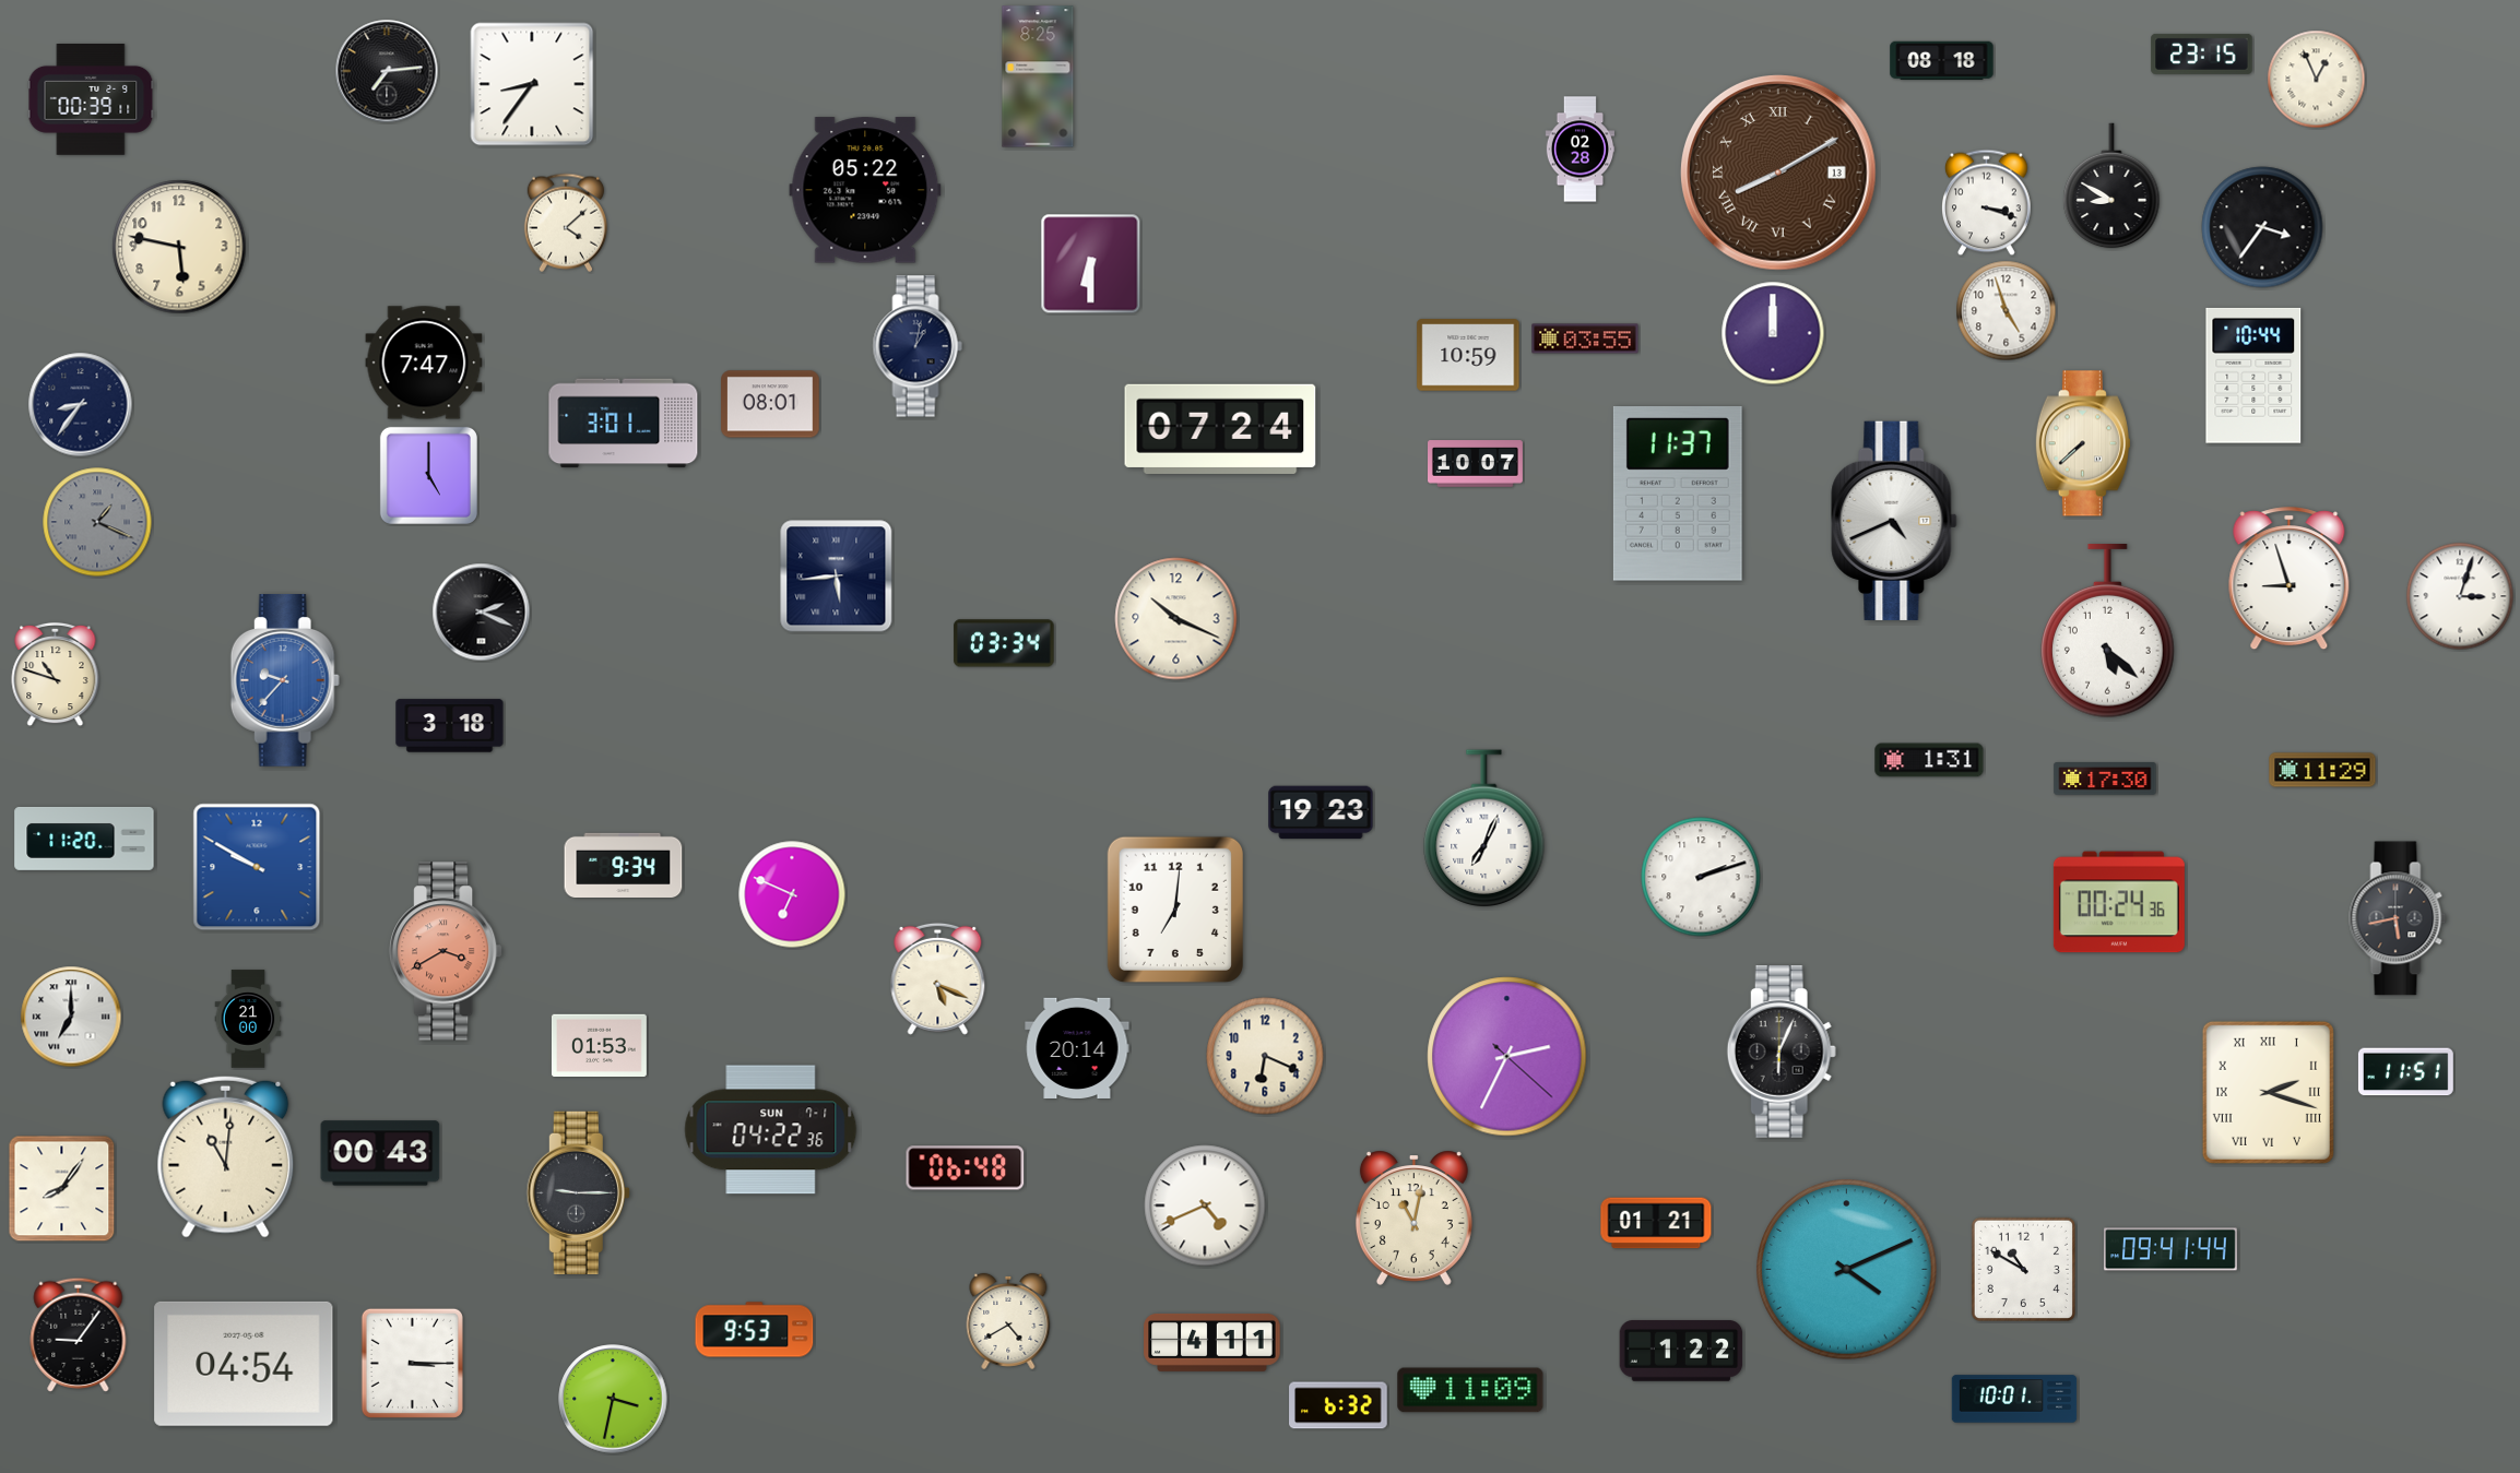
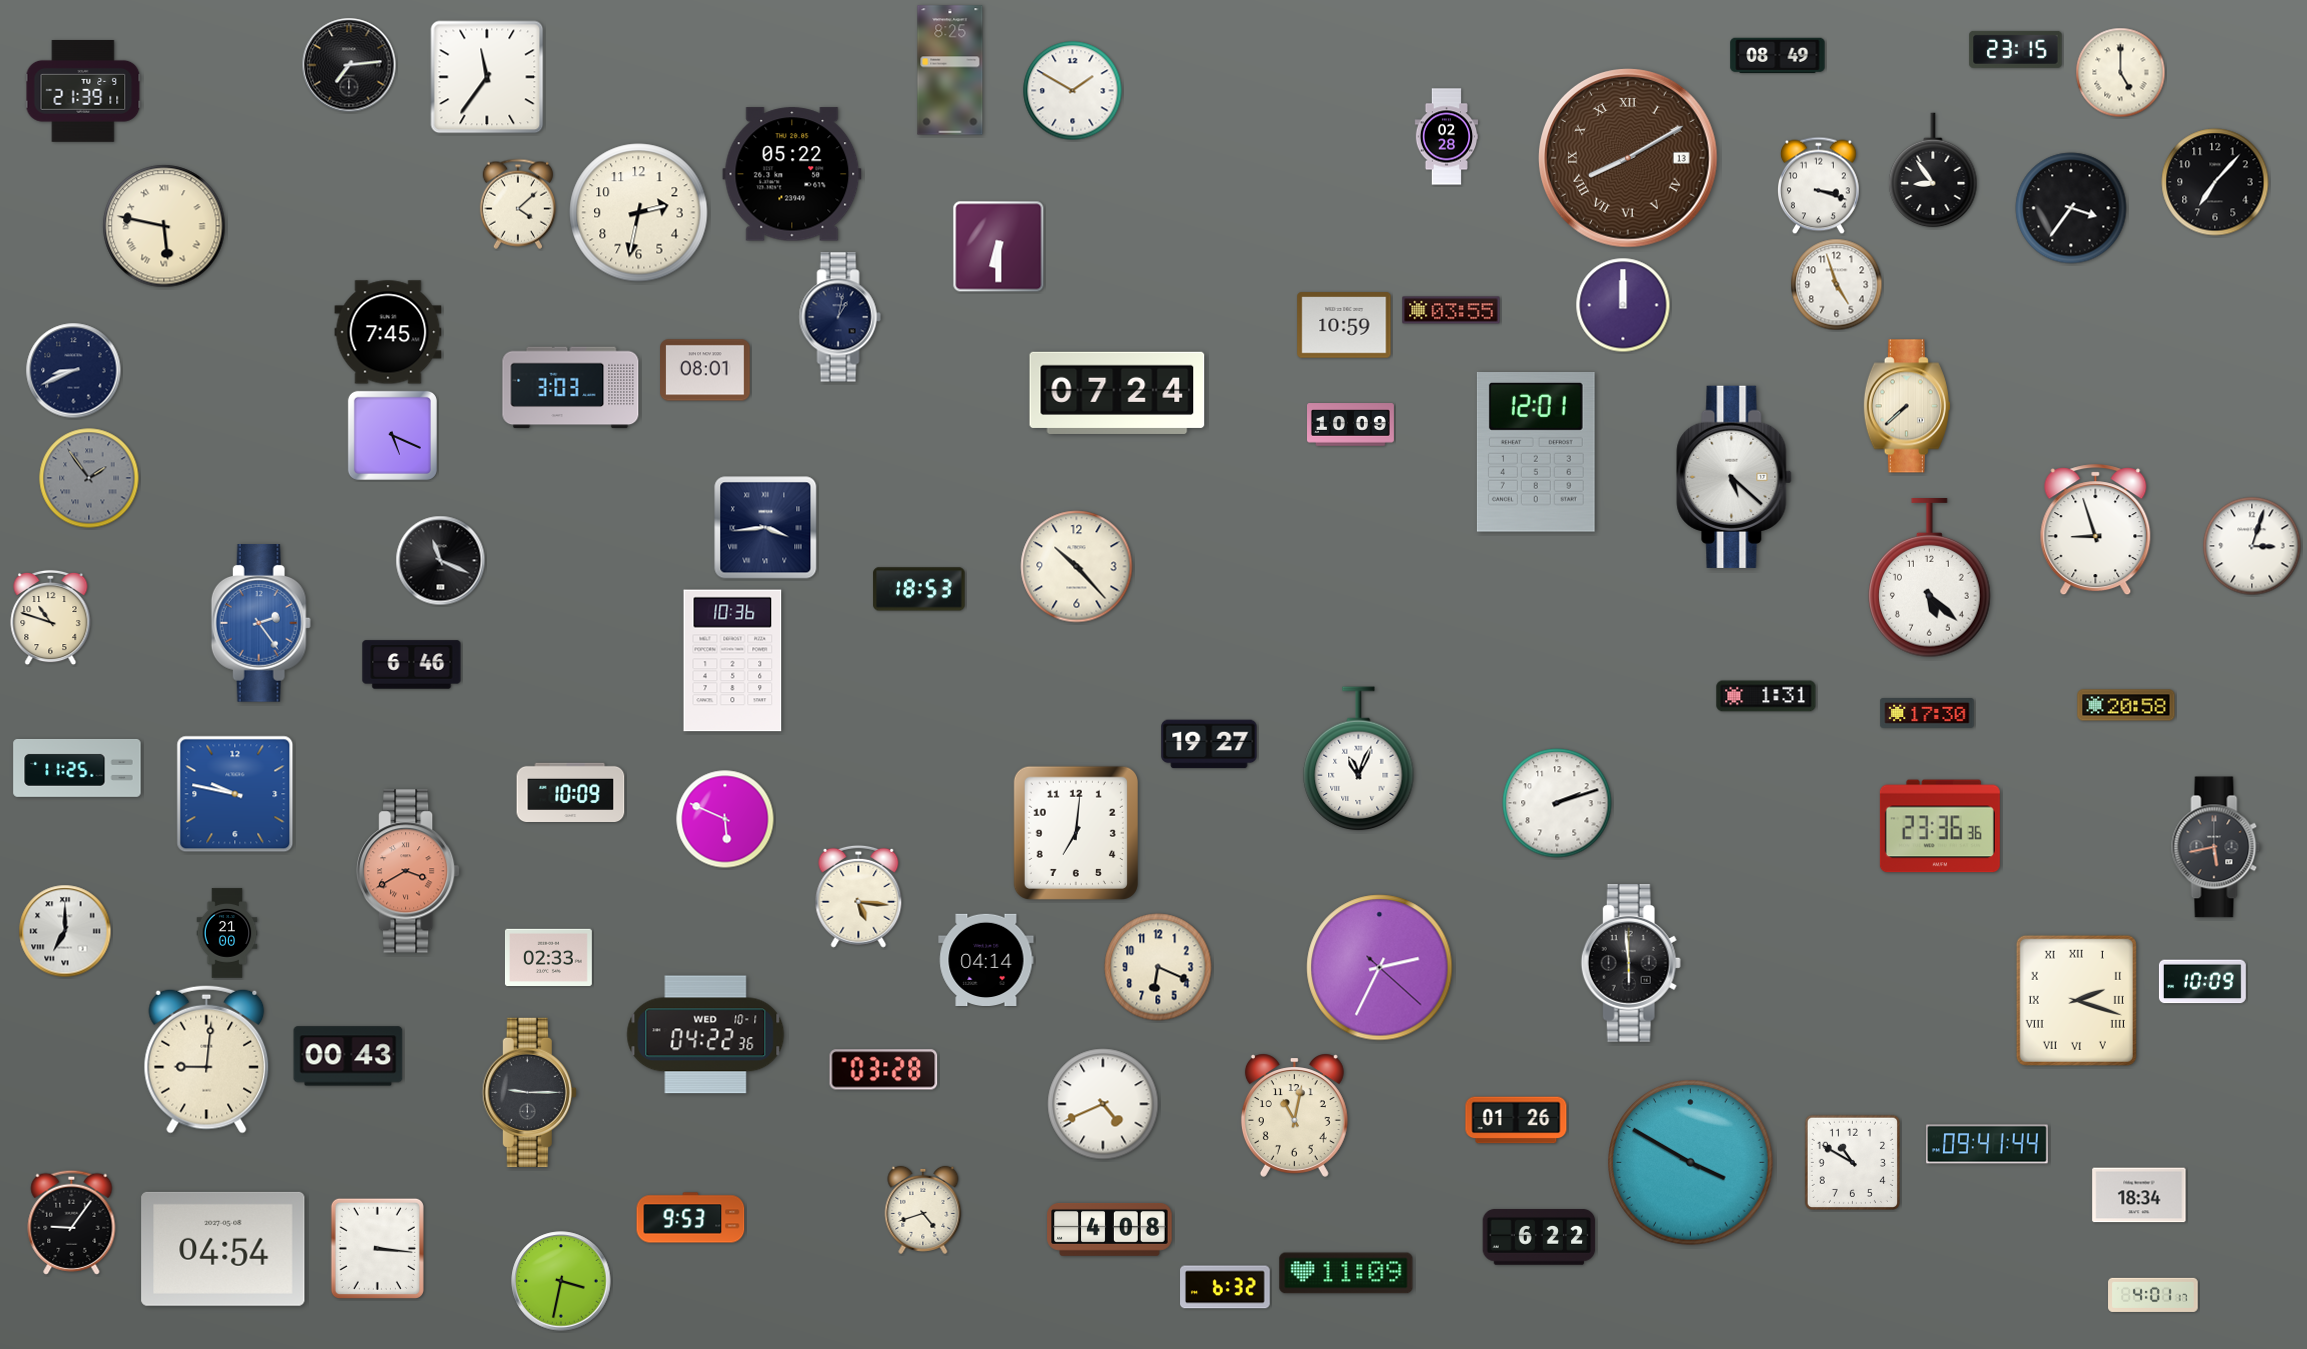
clock at (1942, 61): 08:18 -> 08:49
clock at (387, 71) position: (387, 71) -> (349, 65)
clock at (2317, 80): 12:56 -> 5:00
clock at (532, 84): 8:36 -> 11:36
clock at (1073, 91): none -> 1:50
clock at (91, 100): 00:39 -> 21:39
clock at (2111, 186): 8:50 -> 8:54
clock at (2215, 182): none -> 7:07
clock at (639, 213): none -> 2:32
clock at (179, 247) numerals: Arabic -> Roman
clock at (1091, 264) position: (1091, 264) -> (999, 247)
clock at (424, 363): 7:47 -> 7:45
clock at (2253, 376): 10:44 -> none
clock at (81, 405): 8:36 -> 8:41
clock at (624, 424): 3:01 -> 3:03
clock at (1476, 464): 10:07 -> 10:09
clock at (428, 475): 5:00 -> 5:19
clock at (1678, 495): 11:37 -> 12:01
clock at (1894, 521): 4:41 -> 5:22
clock at (97, 522): 1:19 -> 1:54
clock at (837, 577): 5:44 -> 3:44
clock at (482, 613): 2:19 -> 11:19
clock at (1176, 619): 10:19 -> 10:23
clock at (1004, 643): 03:34 -> 18:53
clock at (285, 681): 9:37 -> 2:24
clock at (733, 661): none -> 10:36
clock at (450, 726): 3:18 -> 6:46
clock at (2322, 770): 11:29 -> 20:58
clock at (1321, 812): 19:23 -> 19:27
clock at (1484, 829): 7:04 -> 11:04
clock at (84, 839): 11:20 -> 11:25
clock at (624, 865): 9:34 -> 10:09
clock at (257, 867): 9:50 -> 9:47
clock at (792, 894): 6:49 -> 5:49
clock at (2119, 902): 00:24 -> 23:36
clock at (2398, 918) position: (2398, 918) -> (2216, 847)
clock at (938, 978): 5:19 -> 5:16
clock at (599, 1046): 01:53 -> 02:33
clock at (1077, 1048): 20:14 -> 04:14
clock at (1782, 1053): 6:04 -> 5:59
clock at (2405, 1072): 11:51 -> 10:09
clock at (771, 1130) date: SUN 7-1 -> WED 10-1
clock at (226, 1156): 11:01 -> 9:01
clock at (966, 1168): 06:48 -> 03:28
clock at (62, 1189): 8:06 -> none
clock at (1656, 1223): 01:21 -> 01:26
clock at (1847, 1270): 4:11 -> 3:50
clock at (2139, 1195): none -> 18:34
clock at (1008, 1321): 4:40 -> 4:42
clock at (1212, 1343): 4:11 -> 4:08
clock at (1681, 1351): 1:22 -> 6:22
clock at (412, 1363): 3:15 -> 3:16
clock at (2014, 1399): 10:01 -> none
clock at (2153, 1295): none -> 4:01
